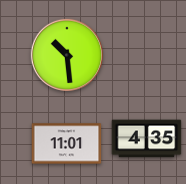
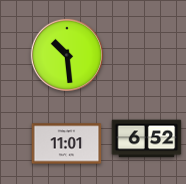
clock at (147, 139): 4:35 -> 6:52
